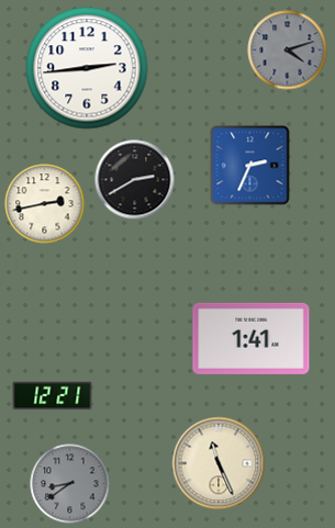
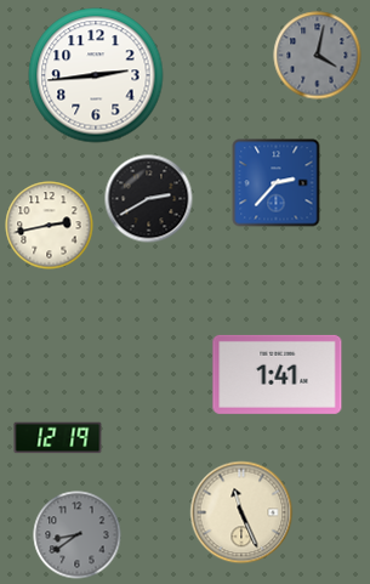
clock at (288, 50): 4:12 -> 4:02
clock at (250, 166): 2:34 -> 2:37
clock at (53, 396): 12:21 -> 12:19
